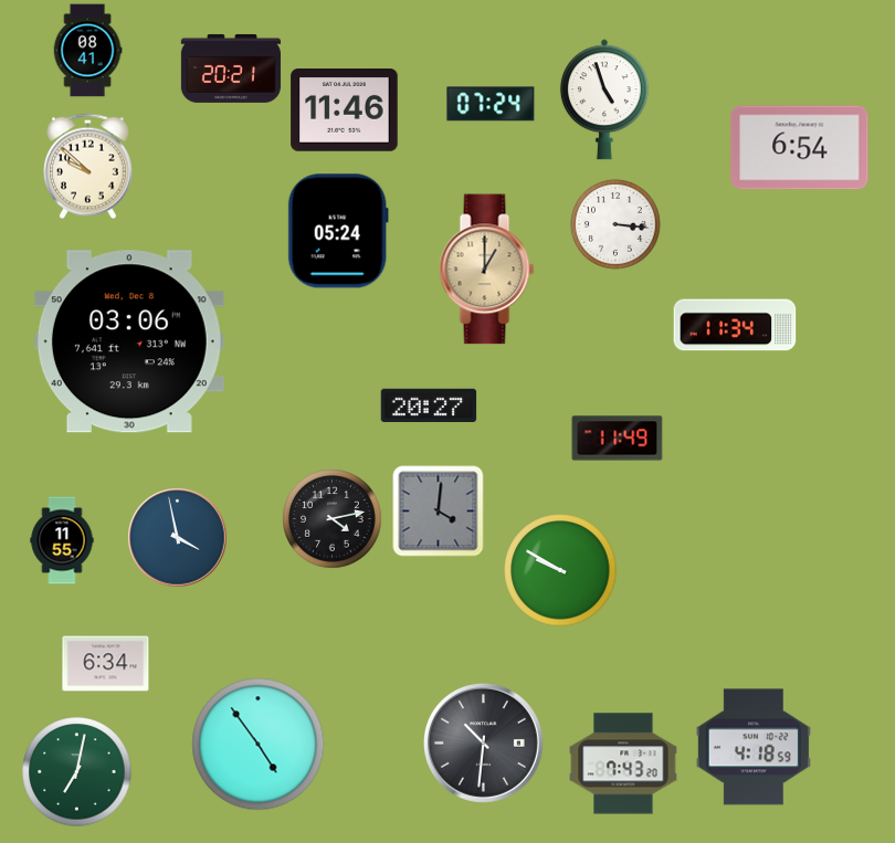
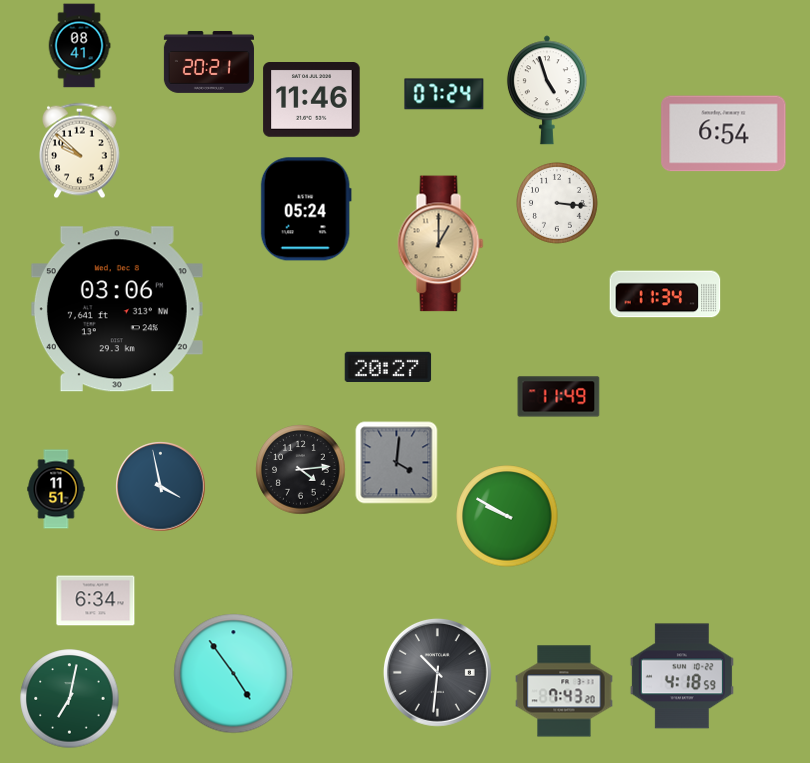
clock at (333, 519): 4:13 -> 4:14
clock at (62, 540): 11:55 -> 11:51
